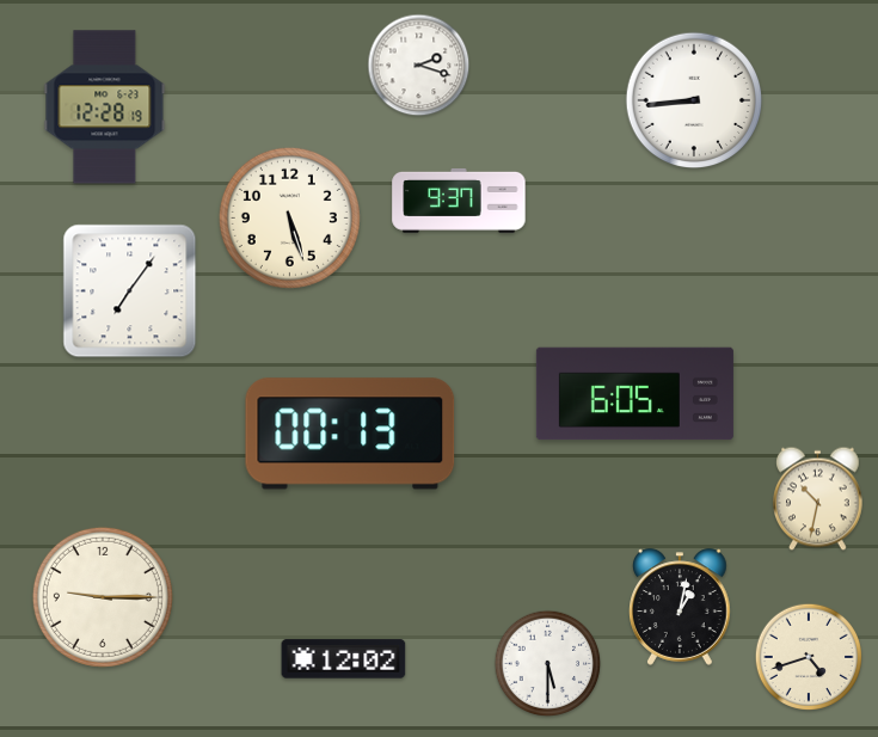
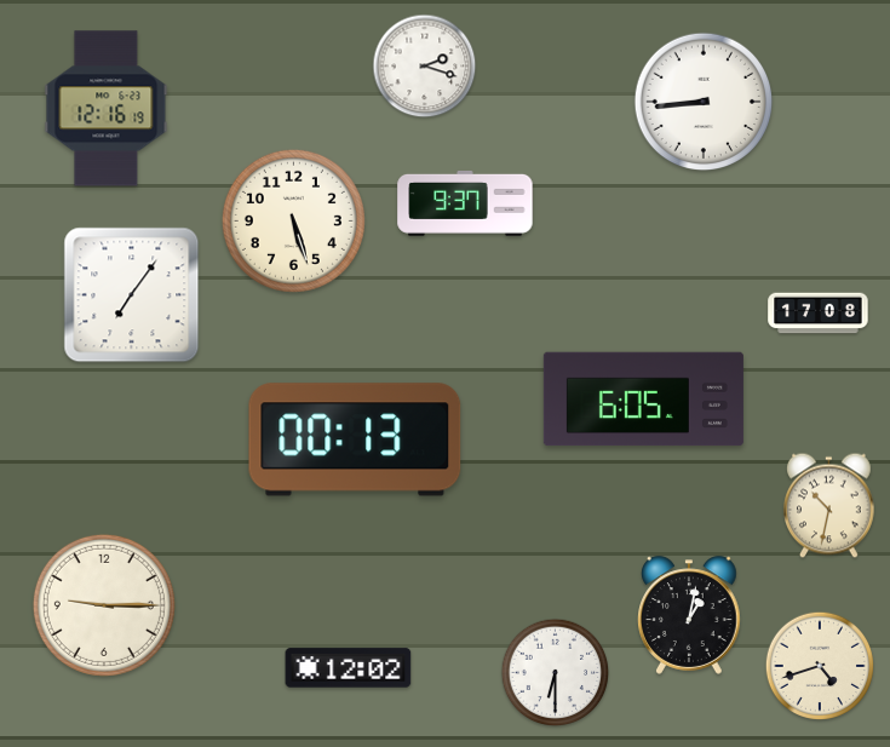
clock at (105, 108): 12:28 -> 12:16
clock at (819, 314): none -> 17:08
clock at (548, 664): 5:30 -> 6:30
